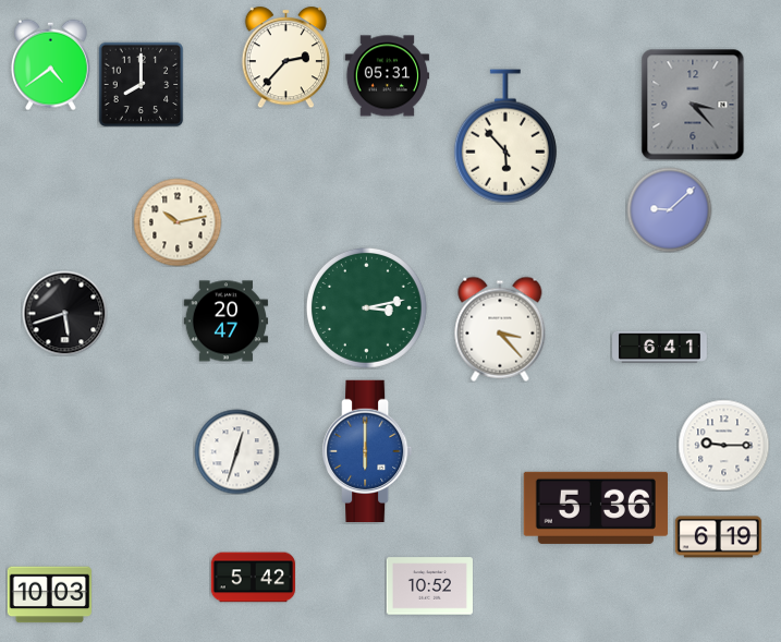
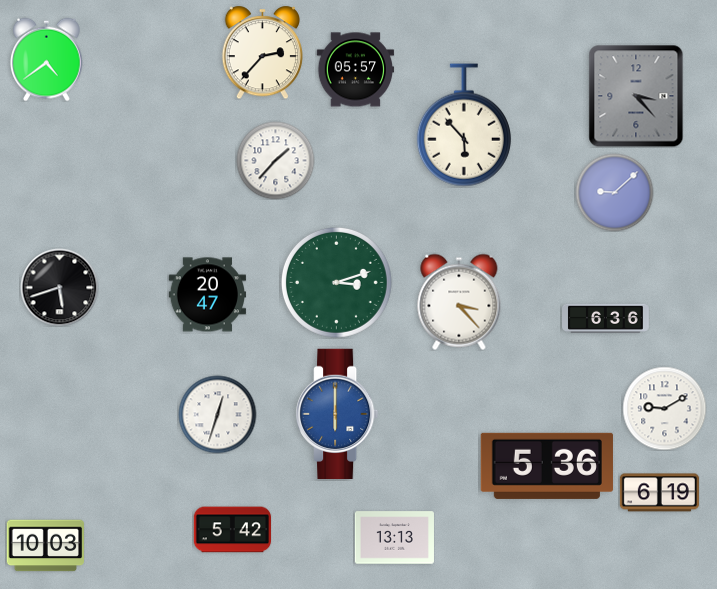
clock at (387, 76): 05:31 -> 05:57
clock at (141, 84): 8:00 -> none
clock at (275, 160): none -> 1:37
clock at (178, 222): 10:13 -> none
clock at (366, 307): 3:13 -> 3:12
clock at (660, 347): 6:41 -> 6:36
clock at (723, 445): 9:15 -> 9:10
clock at (429, 586): 10:52 -> 13:13
